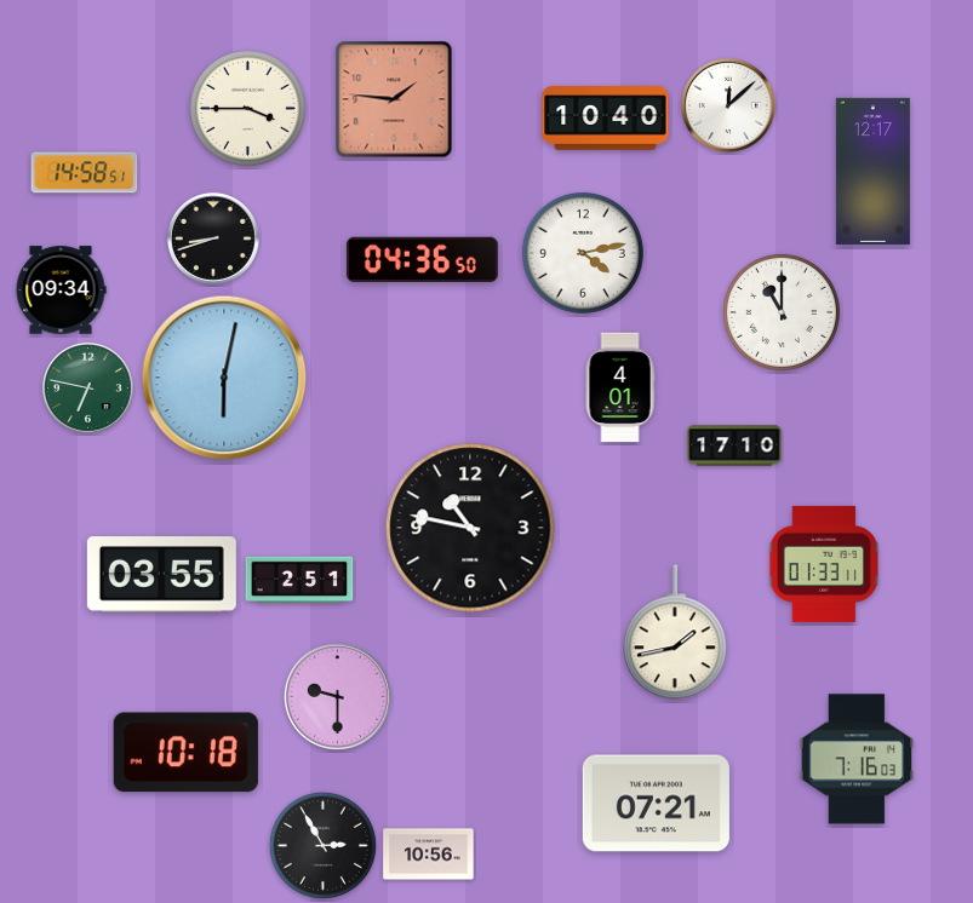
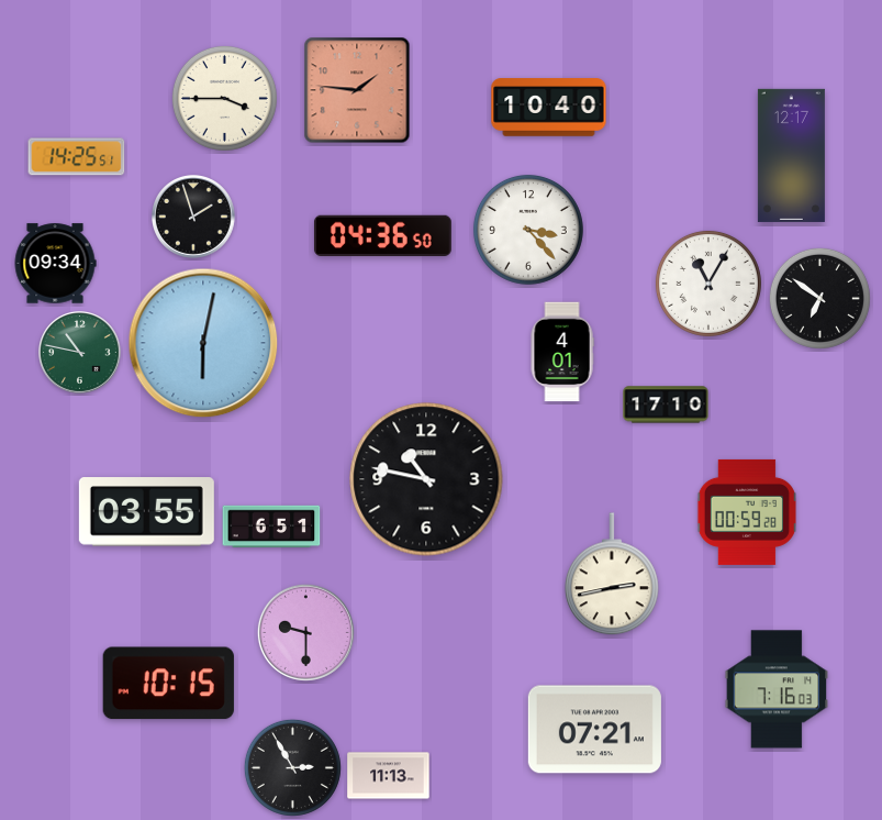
clock at (728, 105): 12:08 -> none
clock at (85, 173): 14:58 -> 14:25
clock at (214, 240): 8:42 -> 1:57
clock at (583, 253): 4:13 -> 3:23
clock at (782, 312): 11:00 -> 11:05
clock at (819, 298): none -> 6:51
clock at (88, 389): 6:47 -> 10:47
clock at (824, 564): 01:33 -> 00:59
clock at (161, 575) position: (161, 575) -> (146, 512)
clock at (299, 580): 2:51 -> 6:51
clock at (675, 633): 1:43 -> 2:43
clock at (185, 753): 10:18 -> 10:15
clock at (429, 855): 10:56 -> 11:13
